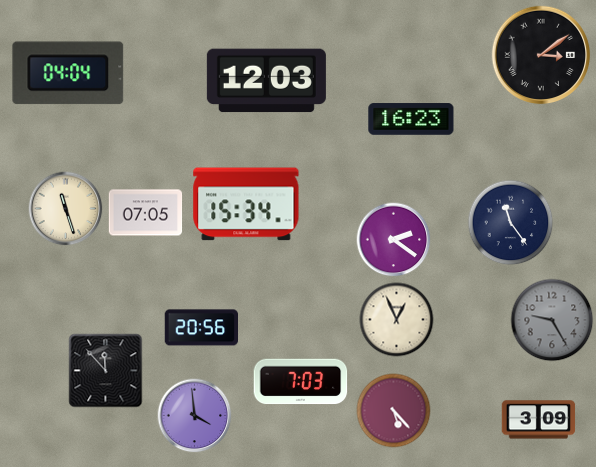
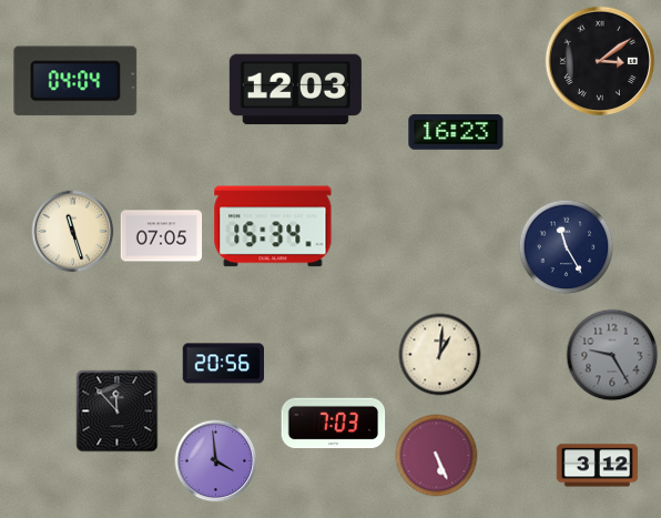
clock at (511, 223): 11:24 -> 11:25
clock at (394, 240): 2:21 -> none
clock at (397, 320): 12:56 -> 1:01
clock at (394, 411): 5:23 -> 5:26
clock at (539, 420): 3:09 -> 3:12
